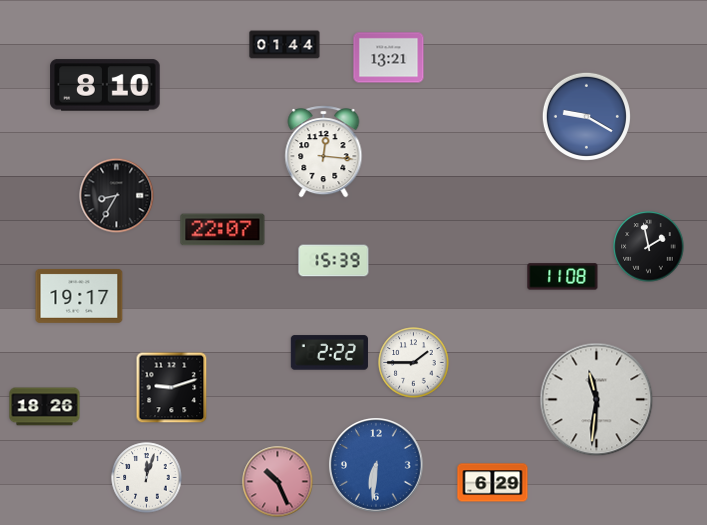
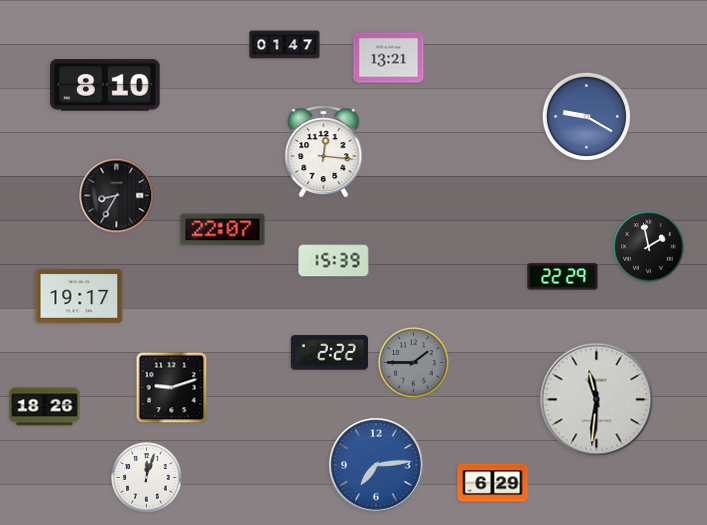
clock at (285, 45): 01:44 -> 01:47
clock at (563, 277): 11:08 -> 22:29
clock at (414, 363) dial: white -> grey
clock at (377, 466): 6:31 -> 7:14
clock at (278, 482): 10:26 -> none
